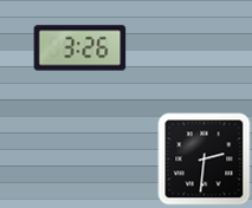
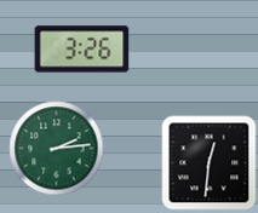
clock at (56, 148): none -> 2:14
clock at (203, 158): 2:31 -> 12:31
